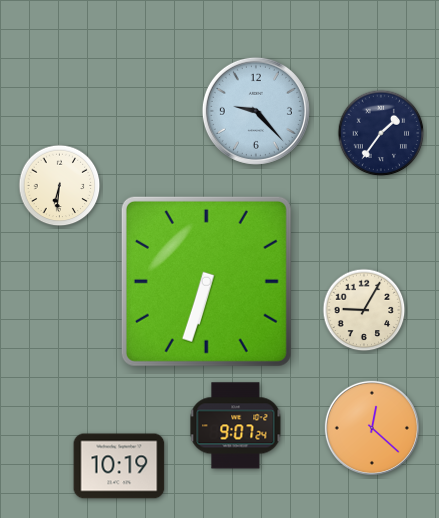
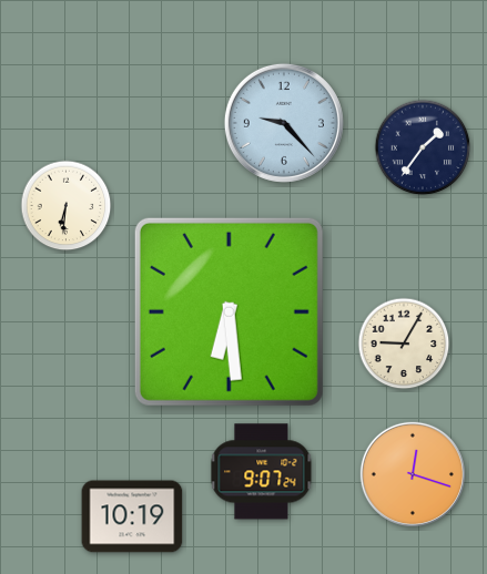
clock at (206, 281): 6:33 -> 6:29
clock at (372, 428): 12:22 -> 12:18
